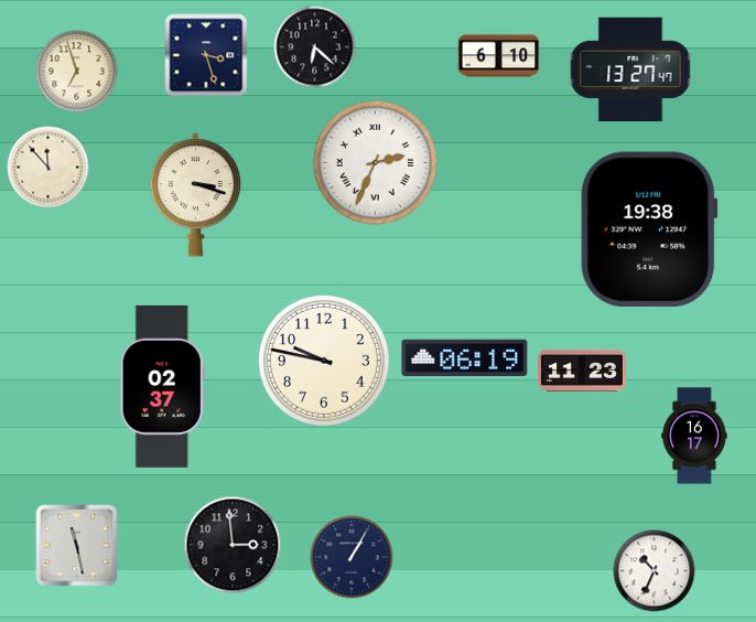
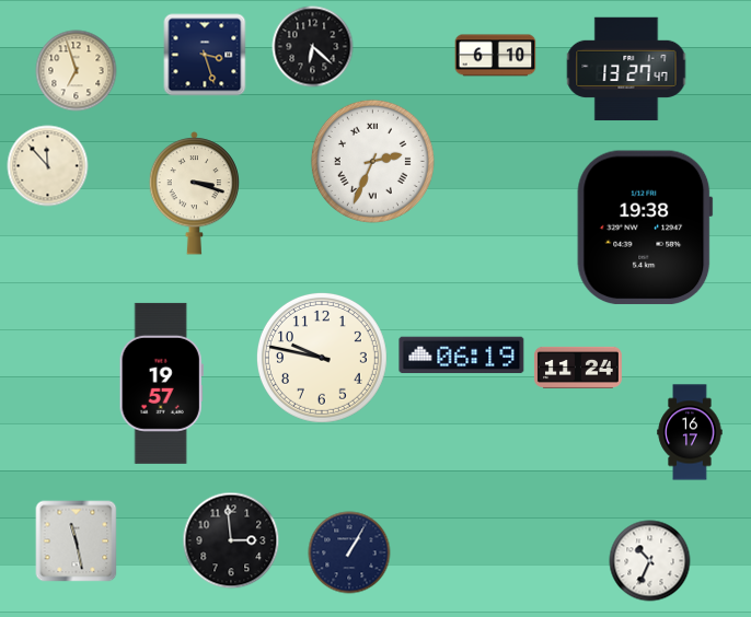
clock at (582, 371): 11:23 -> 11:24
clock at (162, 386): 02:37 -> 19:57
clock at (655, 571) position: (655, 571) -> (650, 561)
